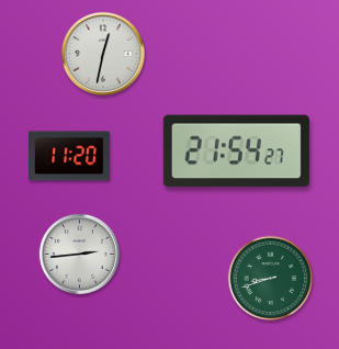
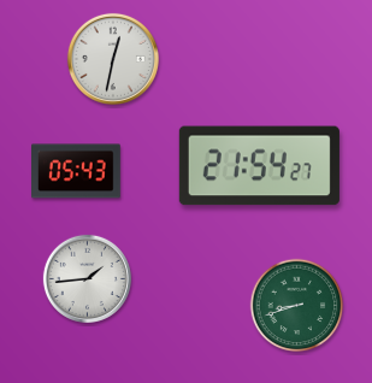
clock at (70, 156): 11:20 -> 05:43
clock at (79, 254): 2:44 -> 1:44
